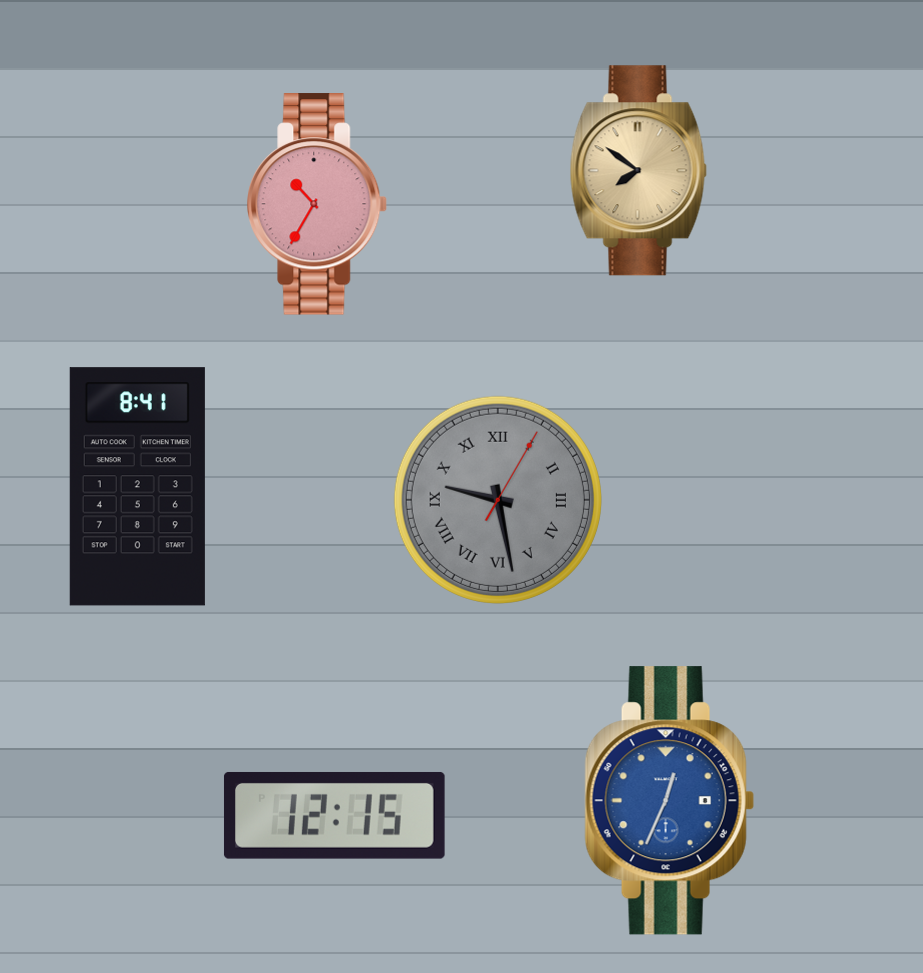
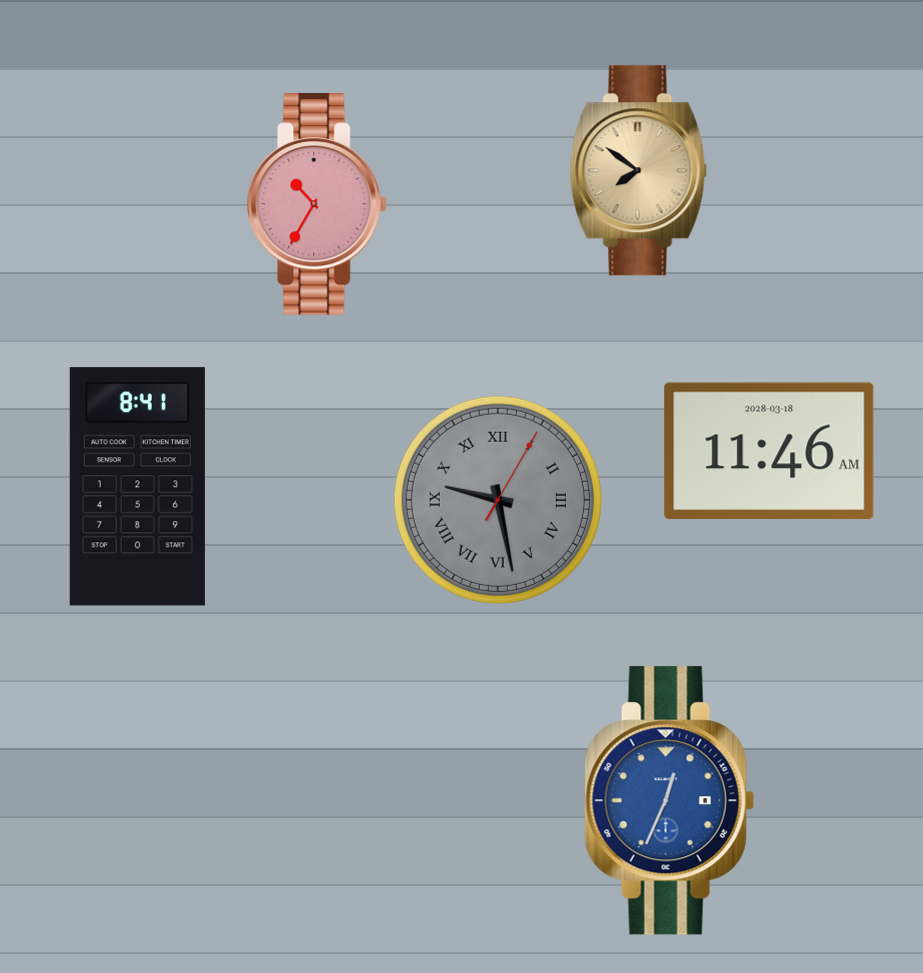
clock at (769, 451): none -> 11:46
clock at (334, 815): 12:15 -> none
